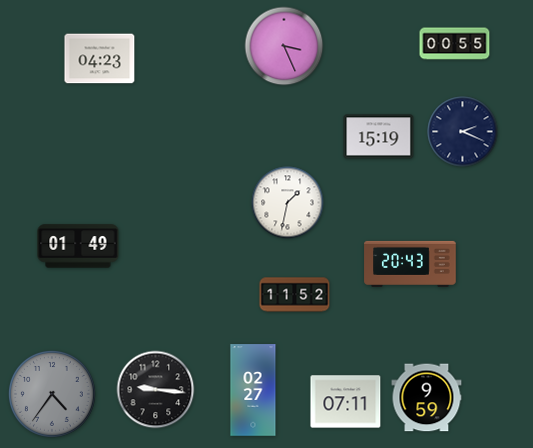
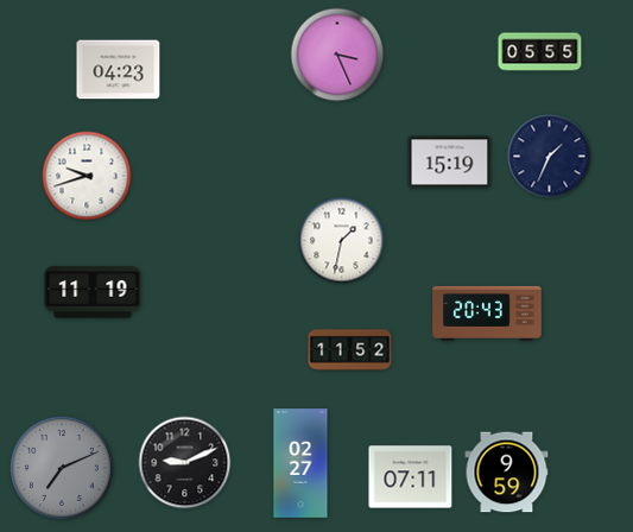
clock at (455, 44): 00:55 -> 05:55
clock at (463, 132): 2:19 -> 1:34
clock at (87, 176): none -> 9:42
clock at (78, 246): 01:49 -> 11:19
clock at (156, 390): 9:16 -> 9:11
clock at (52, 394): 4:36 -> 7:11
